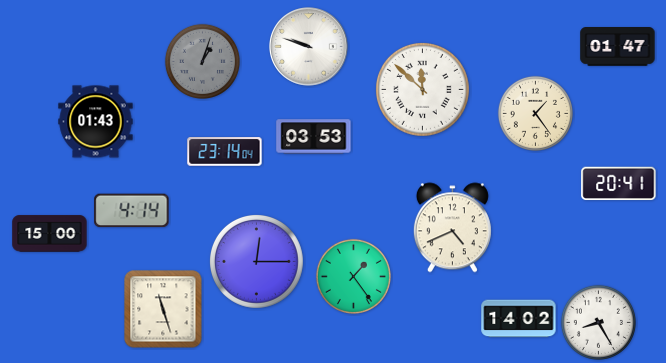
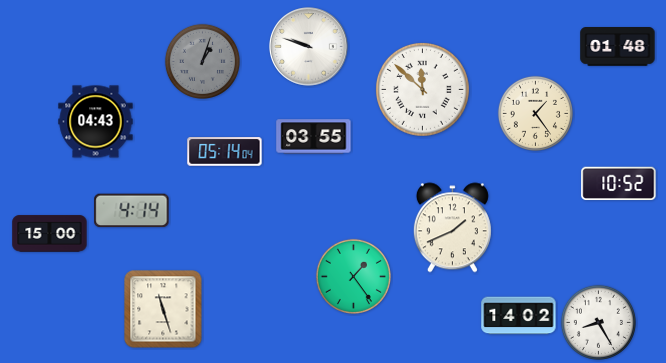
clock at (618, 47): 01:47 -> 01:48
clock at (96, 122): 01:43 -> 04:43
clock at (314, 137): 03:53 -> 03:55
clock at (225, 152): 23:14 -> 05:14
clock at (619, 184): 20:41 -> 10:52
clock at (452, 228): 4:41 -> 1:41
clock at (256, 261): 12:15 -> none
clock at (519, 319) position: (519, 319) -> (519, 316)
